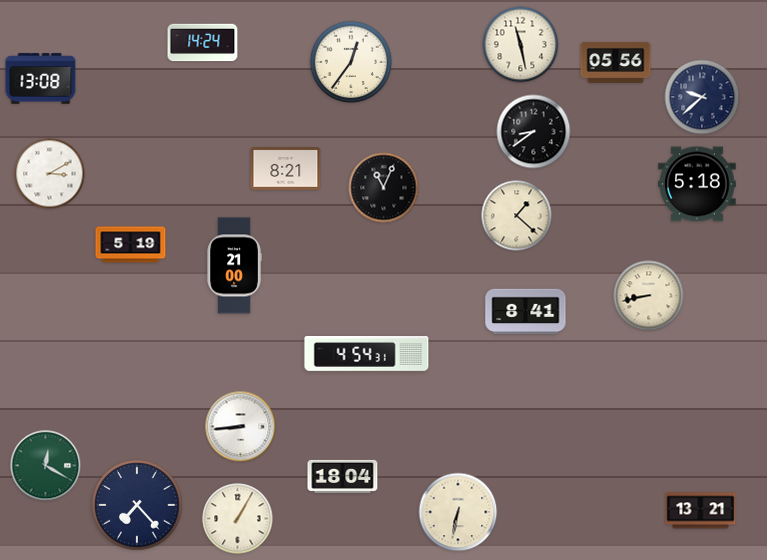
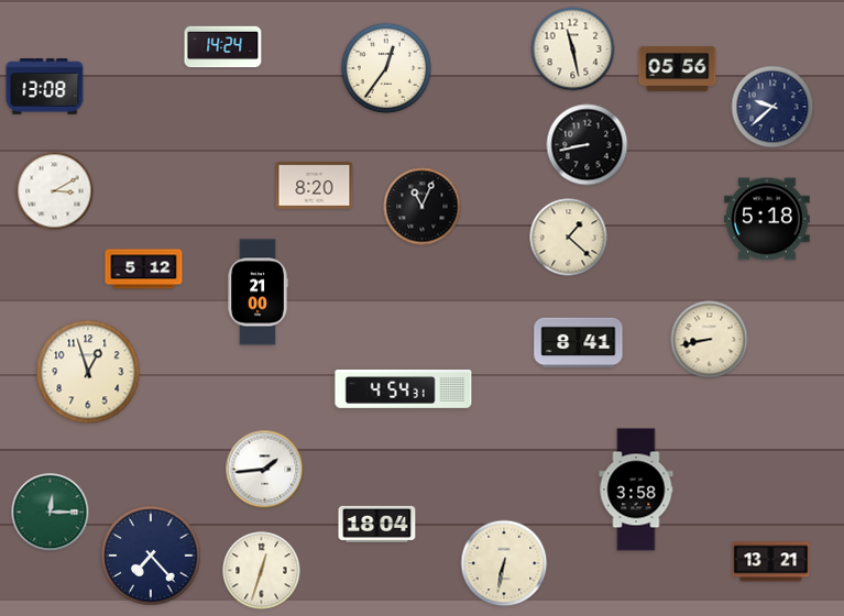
clock at (534, 132): 8:39 -> 8:43
clock at (286, 169): 8:21 -> 8:20
clock at (697, 184) position: (697, 184) -> (767, 219)
clock at (131, 245): 5:19 -> 5:12
clock at (649, 296) position: (649, 296) -> (710, 340)
clock at (88, 372): none -> 12:57
clock at (241, 427): 8:44 -> 1:44
clock at (636, 490): none -> 3:58
clock at (46, 466): 12:20 -> 12:15
clock at (238, 519): 1:05 -> 12:33
